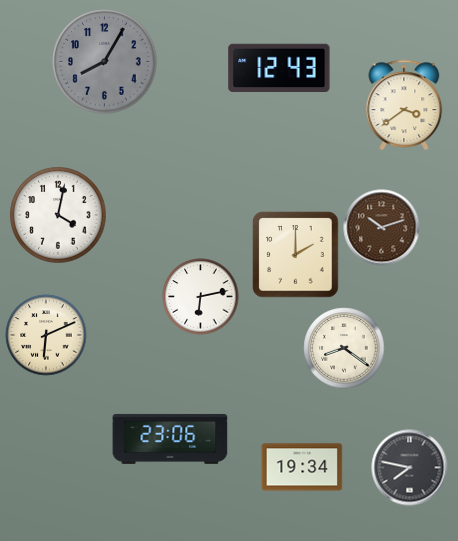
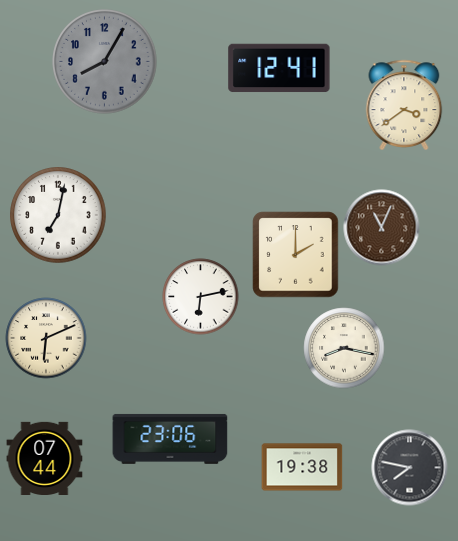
clock at (279, 68): 12:43 -> 12:41
clock at (58, 215): 4:02 -> 7:02
clock at (382, 228): 10:12 -> 11:04
clock at (46, 335) position: (46, 335) -> (46, 338)
clock at (344, 348): 8:21 -> 8:17
clock at (45, 458): none -> 07:44
clock at (302, 467): 19:34 -> 19:38
